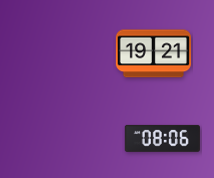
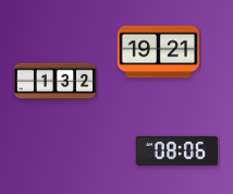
clock at (153, 54) position: (153, 54) -> (158, 52)
clock at (56, 82): none -> 1:32
